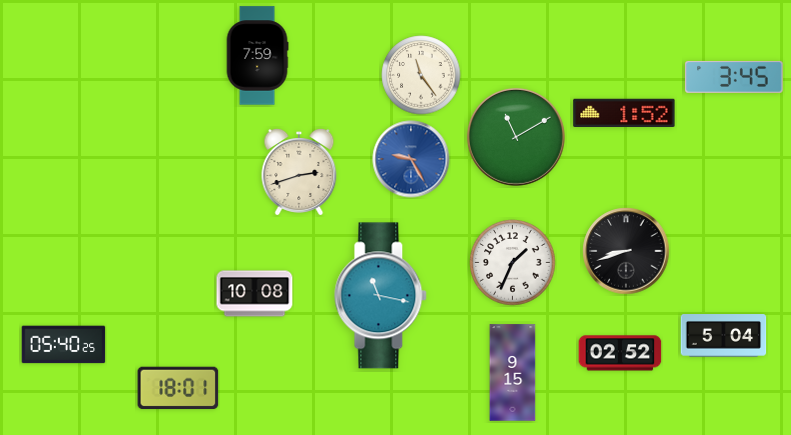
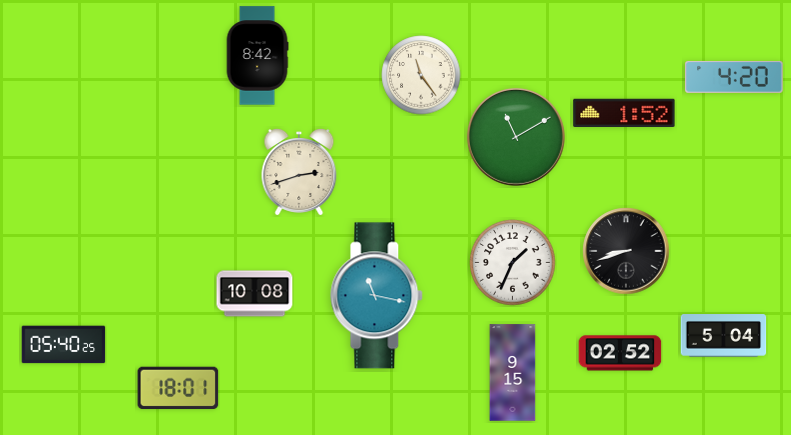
clock at (257, 56): 7:59 -> 8:42
clock at (734, 77): 3:45 -> 4:20
clock at (411, 159): 9:25 -> none
clock at (381, 296) position: (381, 296) -> (377, 296)
